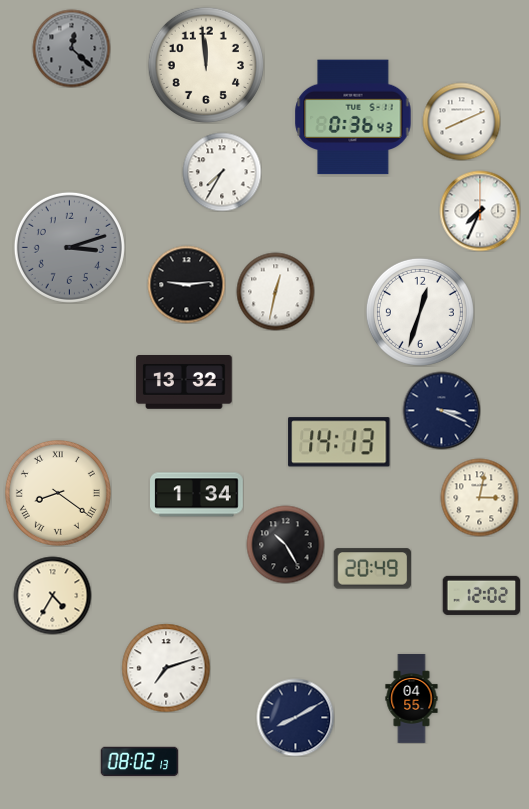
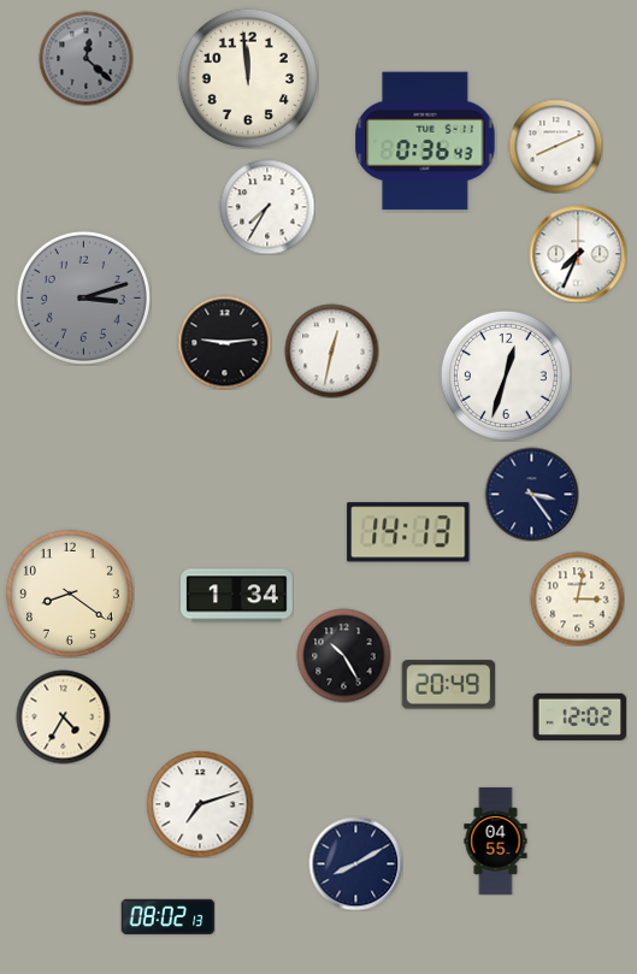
clock at (184, 382): 13:32 -> none
clock at (441, 410): 3:19 -> 3:24
clock at (58, 493) numerals: Roman -> Arabic
